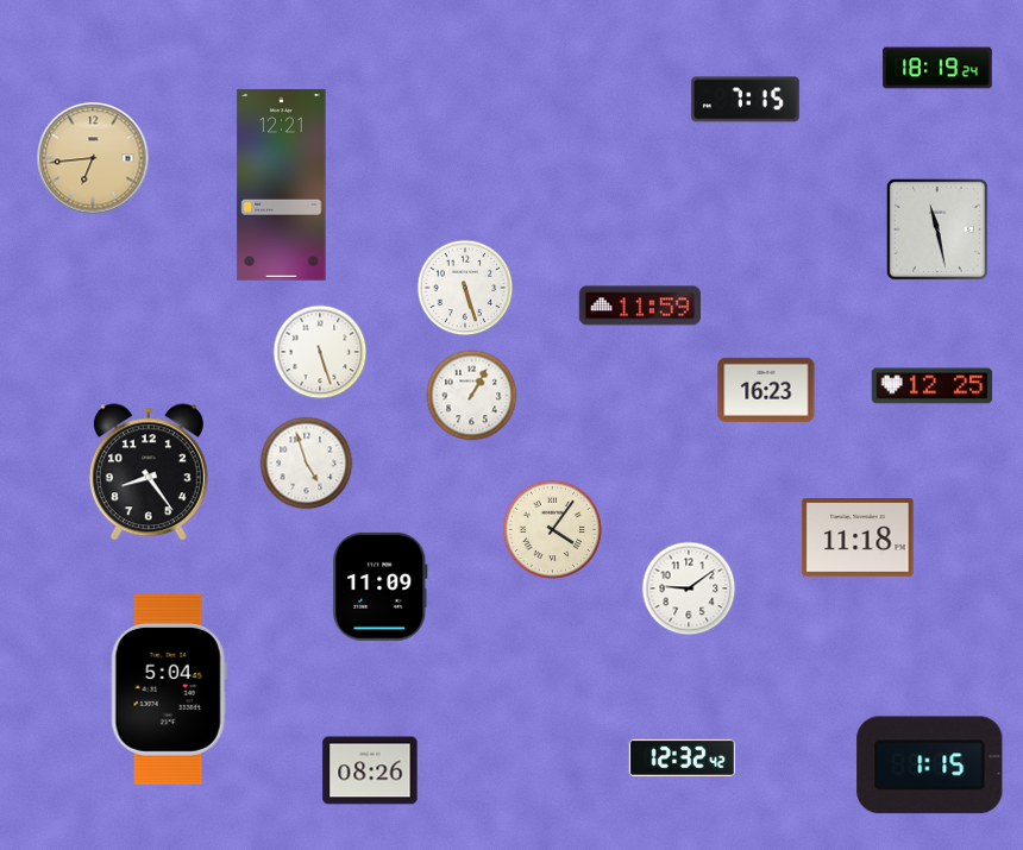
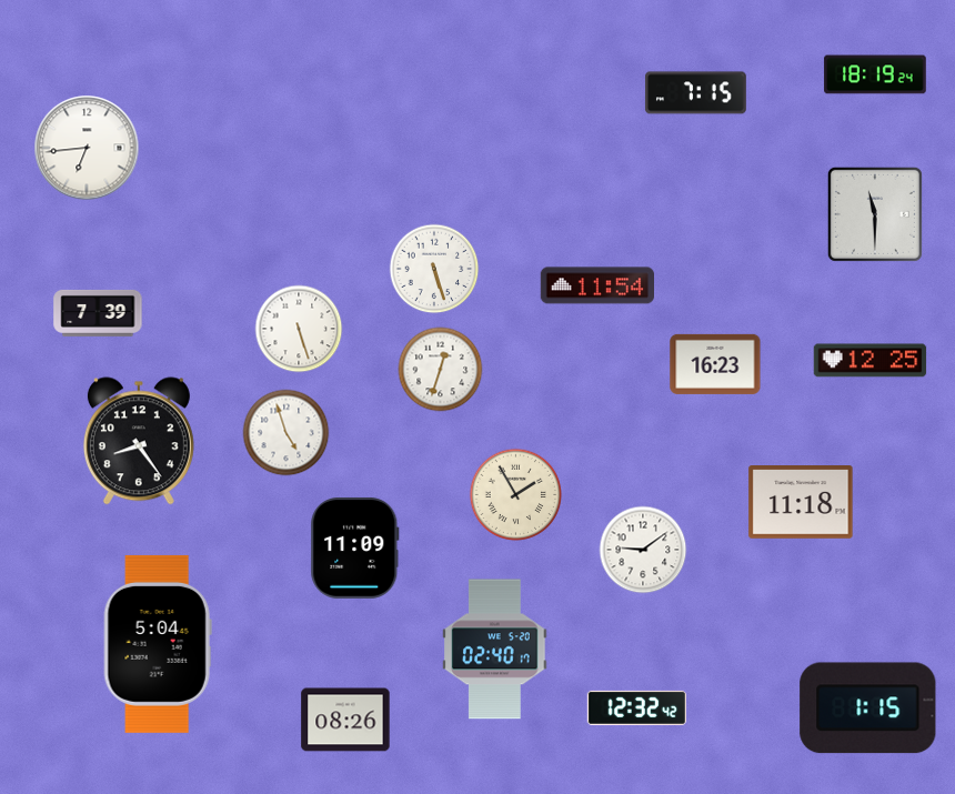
clock at (937, 68) position: (937, 68) -> (875, 74)
clock at (93, 158) dial: champagne -> white
clock at (282, 185): 12:21 -> none
clock at (937, 229): 11:28 -> 11:30
clock at (639, 306): 11:59 -> 11:54
clock at (98, 313): none -> 7:39
clock at (472, 396): 1:05 -> 12:33
clock at (553, 530): 4:06 -> 1:55
clock at (495, 650): none -> 02:40
clock at (930, 766) position: (930, 766) -> (868, 708)
